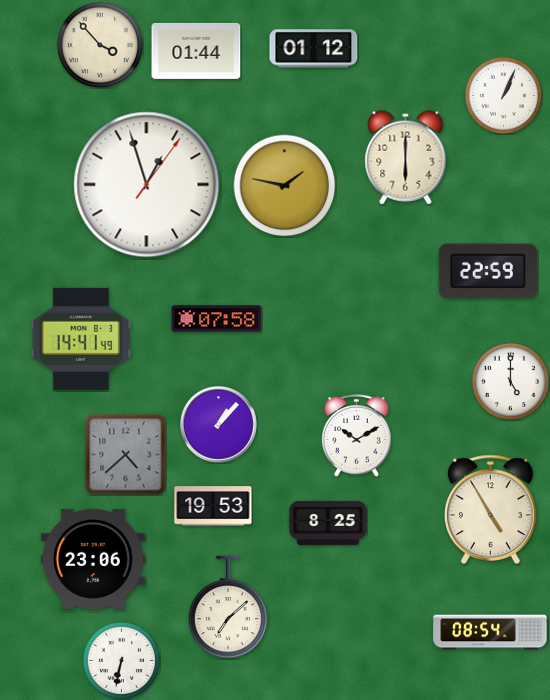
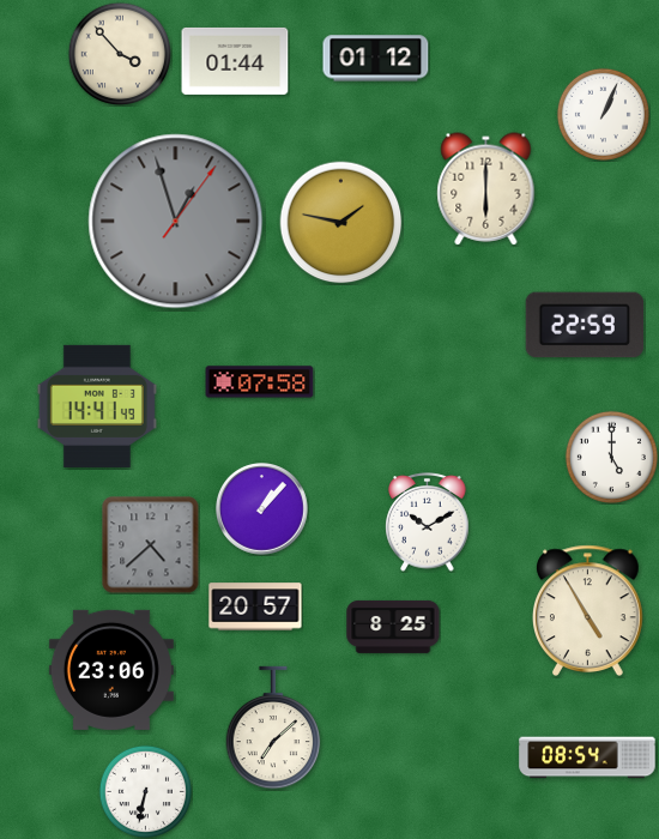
clock at (147, 185) dial: white -> grey
clock at (213, 506): 19:53 -> 20:57
